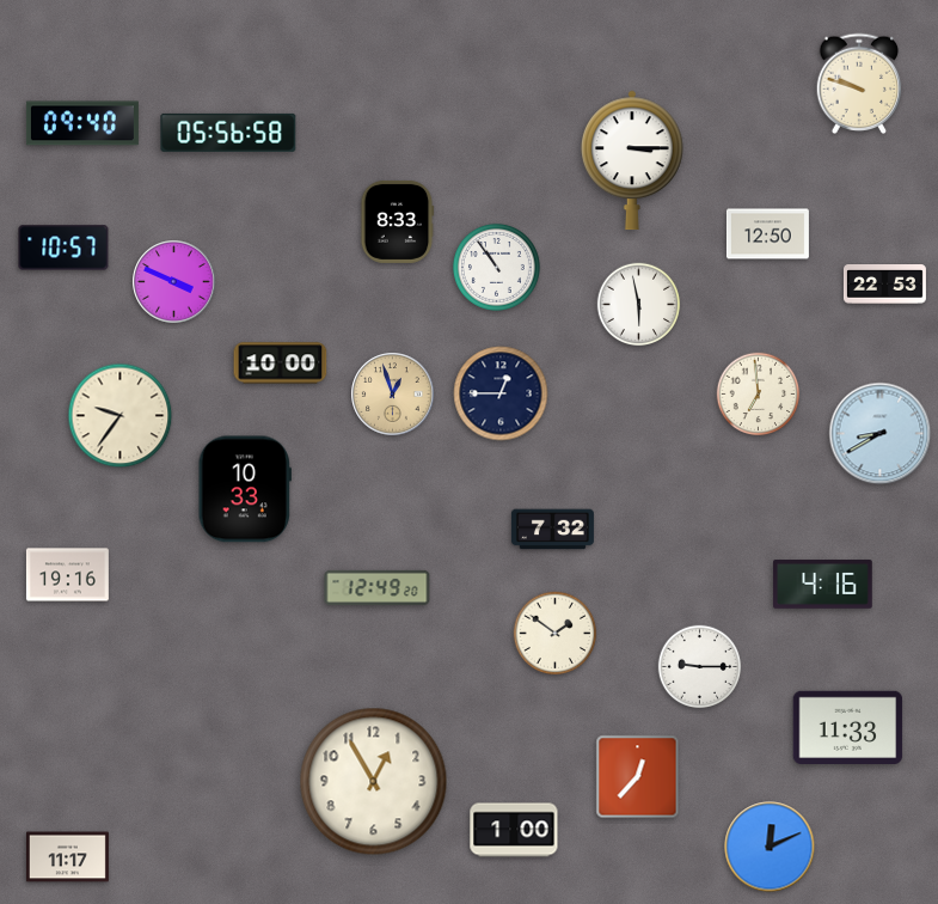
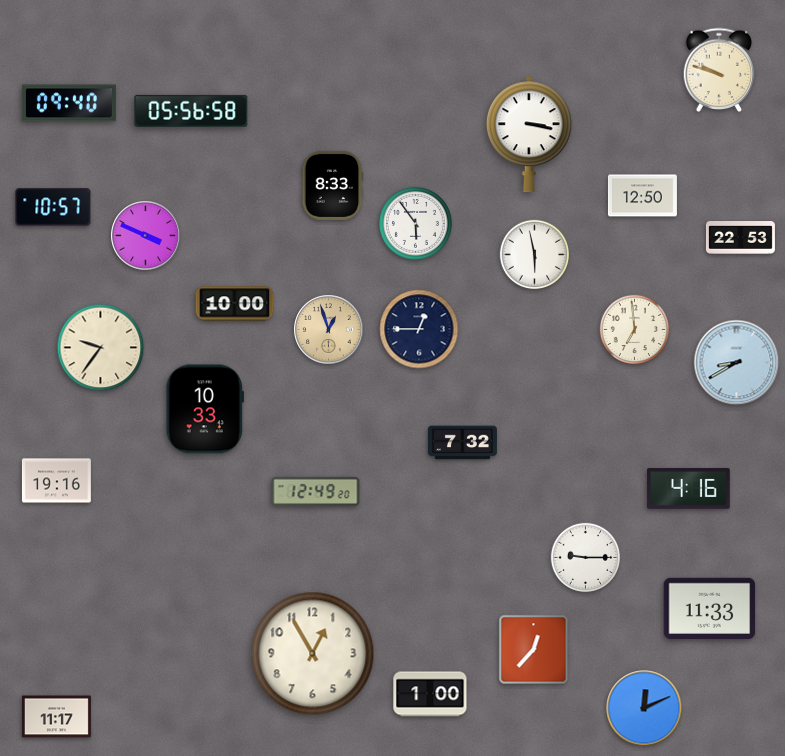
clock at (633, 160): 3:15 -> 3:17
clock at (496, 267): 10:54 -> 5:54
clock at (556, 634): 1:51 -> none
